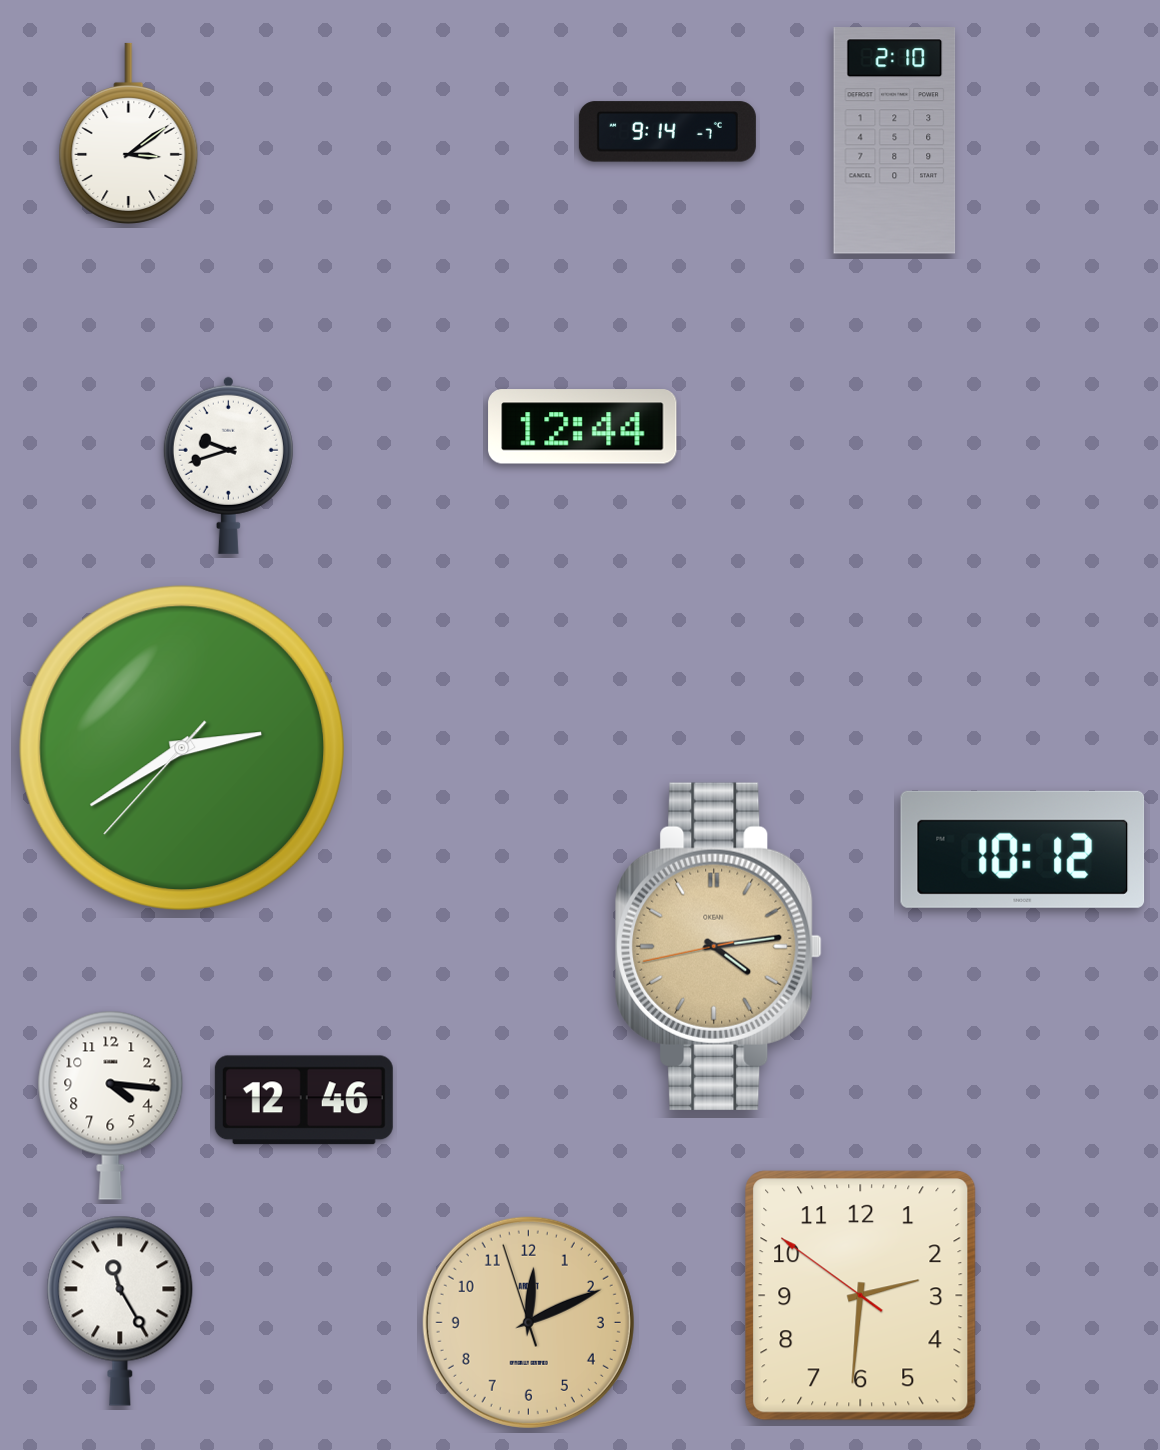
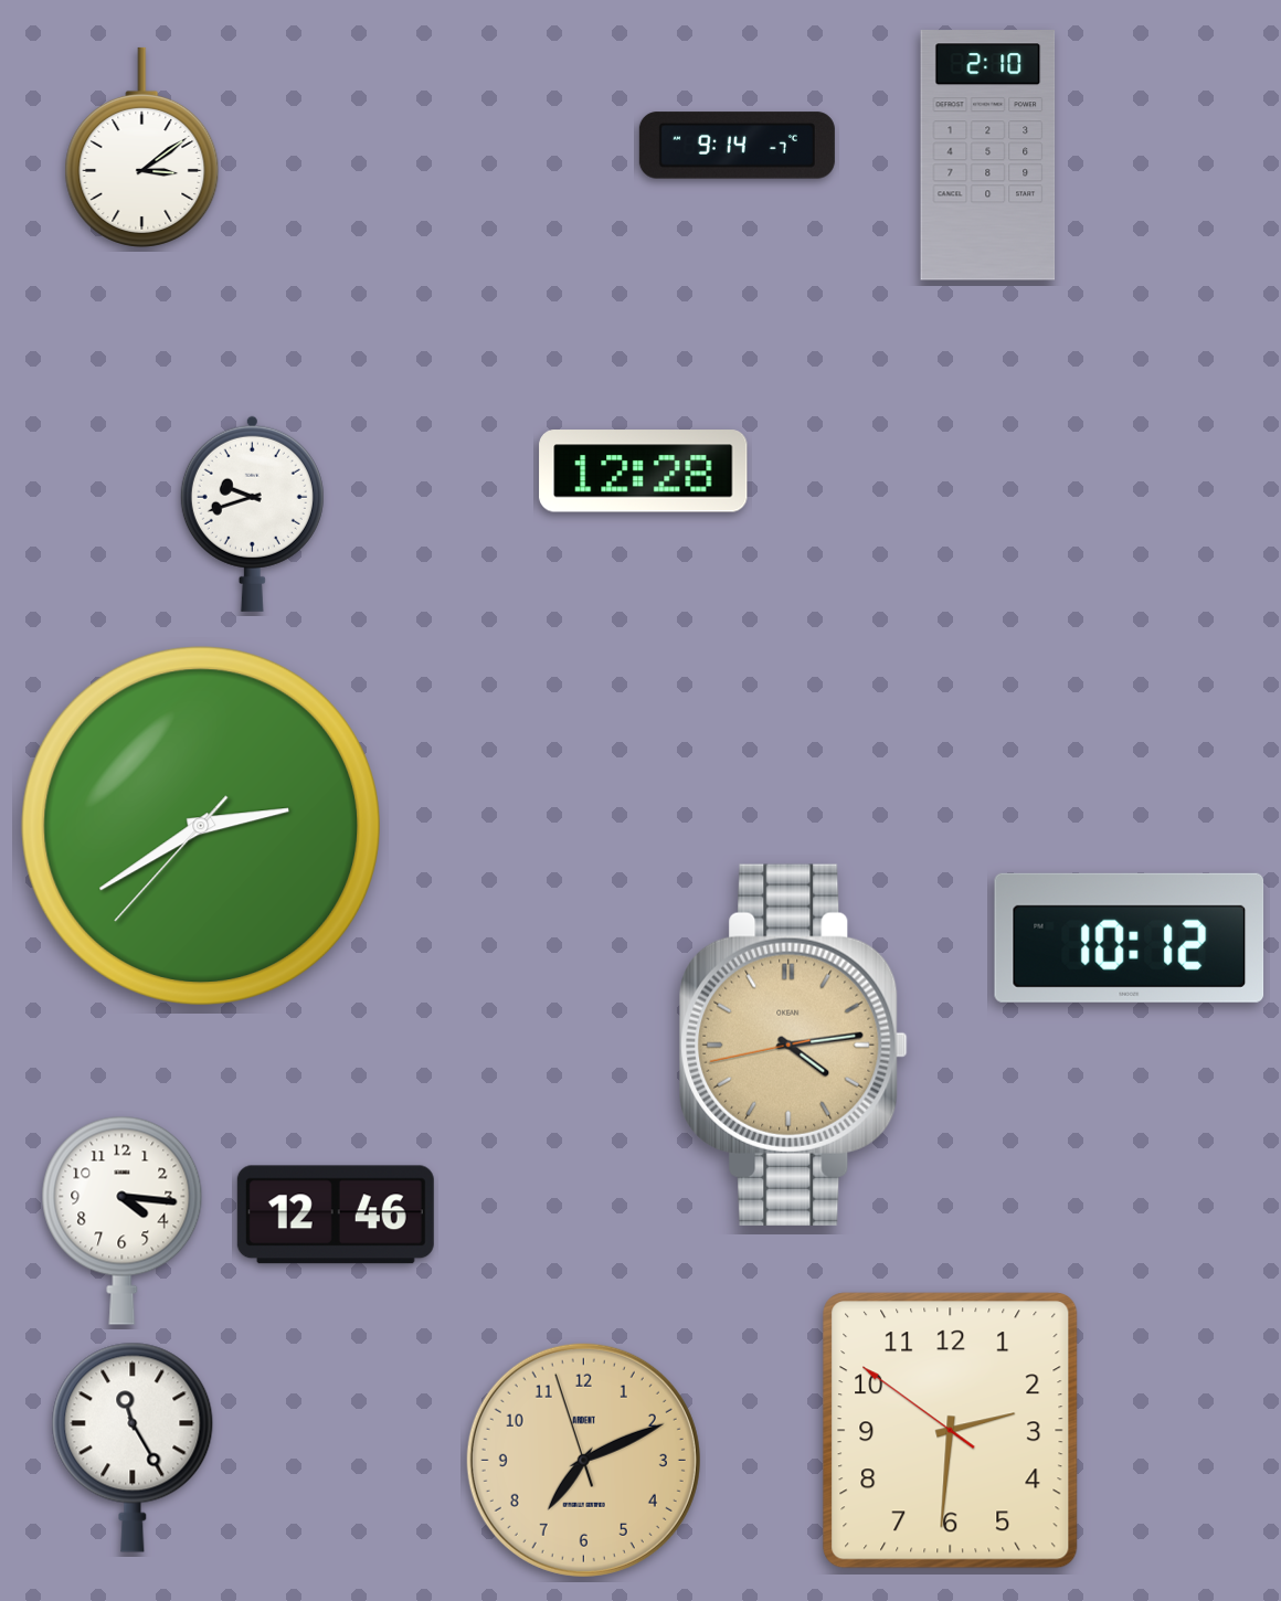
clock at (583, 427): 12:44 -> 12:28
clock at (528, 1322): 12:10 -> 7:10
